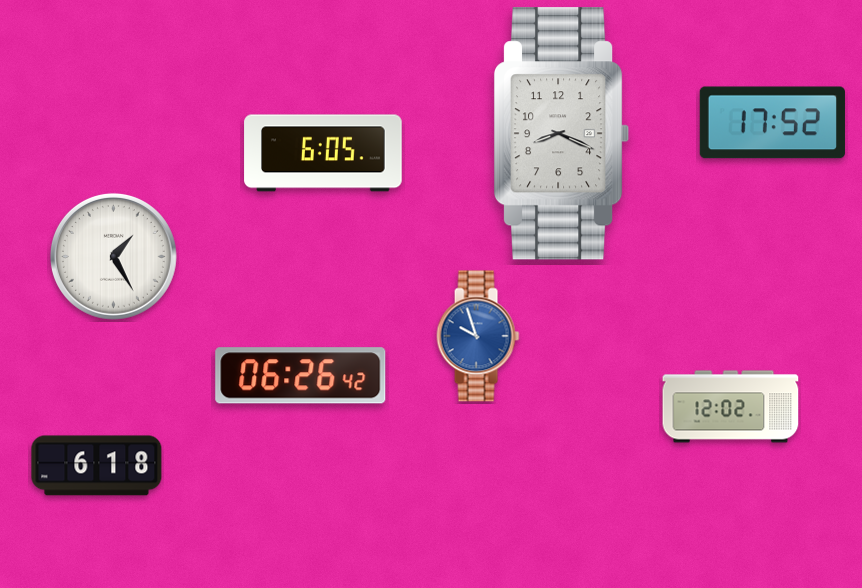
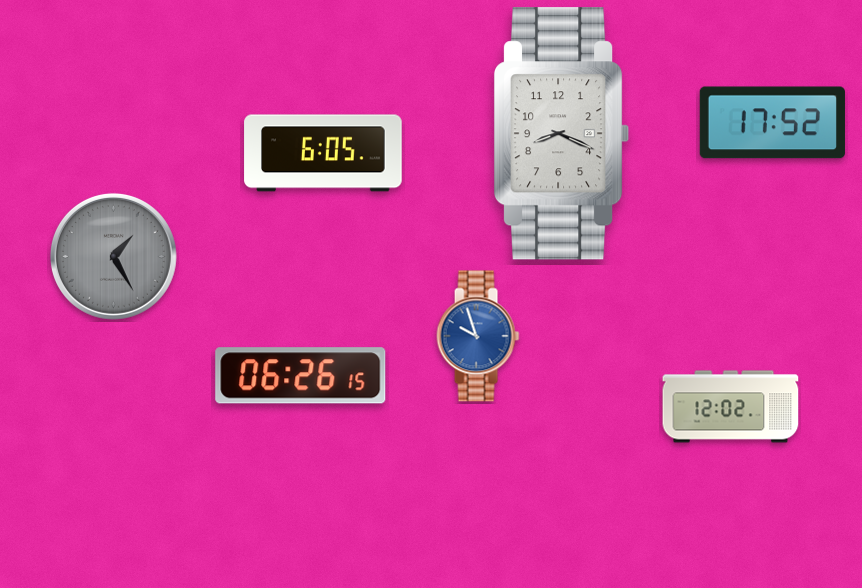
clock at (113, 256) dial: white -> grey
clock at (301, 376): 06:26:42 -> 06:26:15
clock at (97, 466): 6:18 -> none
